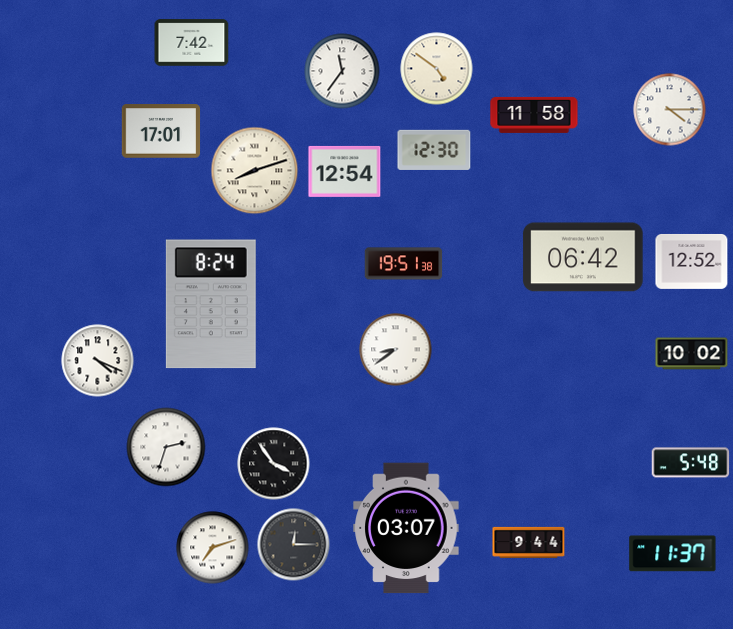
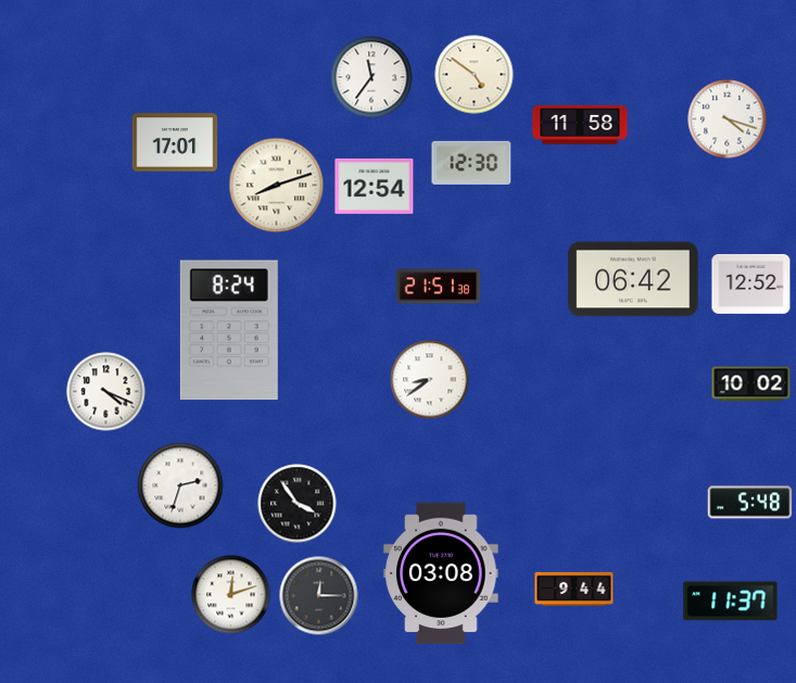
clock at (192, 43): 7:42 -> none
clock at (670, 110): 4:15 -> 4:18
clock at (404, 264): 19:51 -> 21:51
clock at (406, 528): 03:07 -> 03:08
clock at (294, 545) position: (294, 545) -> (319, 596)
clock at (213, 548): 7:12 -> 12:12
